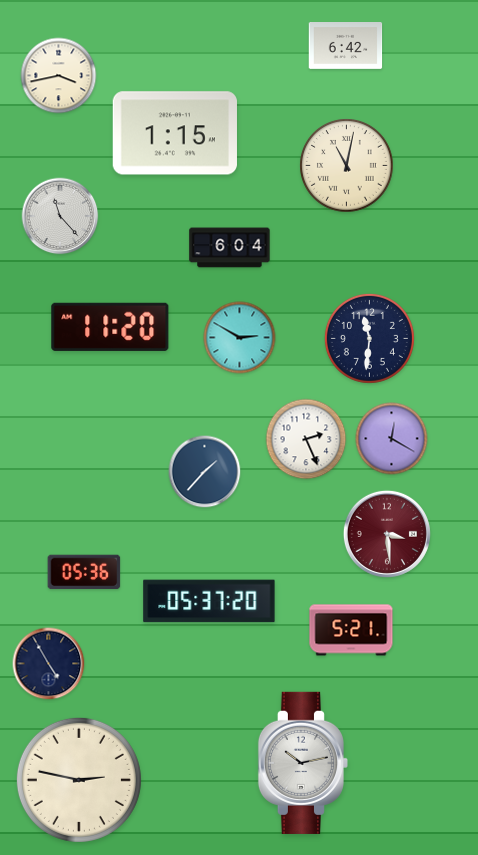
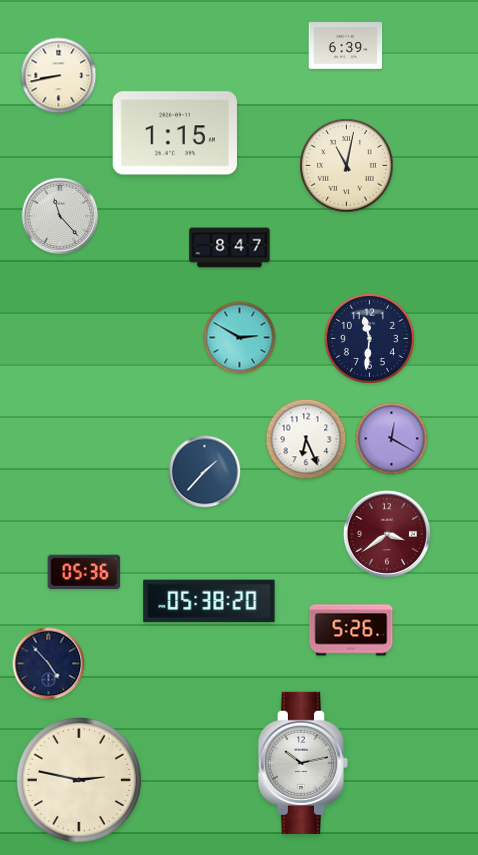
clock at (346, 46): 6:42 -> 6:39
clock at (59, 76): 3:43 -> 8:43
clock at (230, 248): 6:04 -> 8:47
clock at (110, 327): 11:20 -> none
clock at (306, 439): 2:26 -> 6:26
clock at (387, 534): 3:29 -> 3:39
clock at (209, 601): 05:37 -> 05:38
clock at (351, 630): 5:21 -> 5:26
clock at (49, 664): 4:55 -> 4:53
